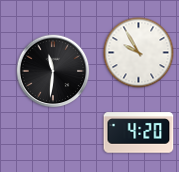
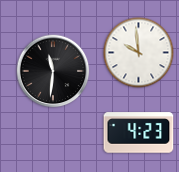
clock at (139, 53): 9:55 -> 9:59
clock at (139, 133): 4:20 -> 4:23
